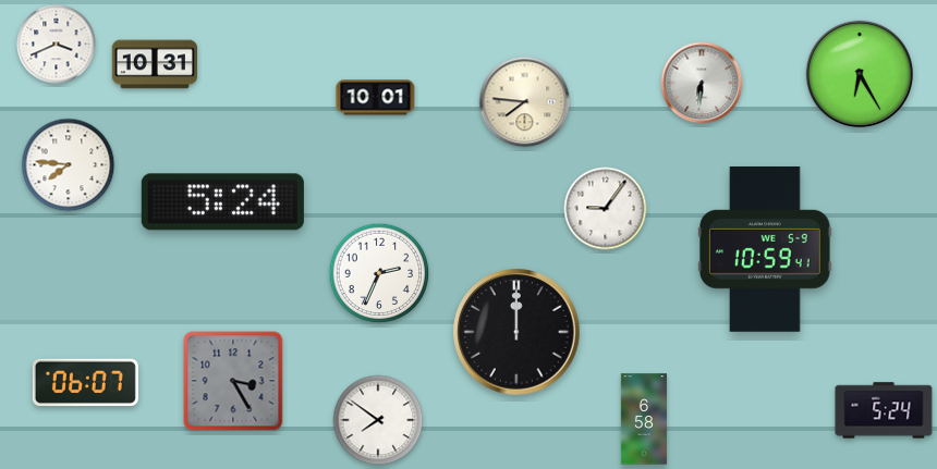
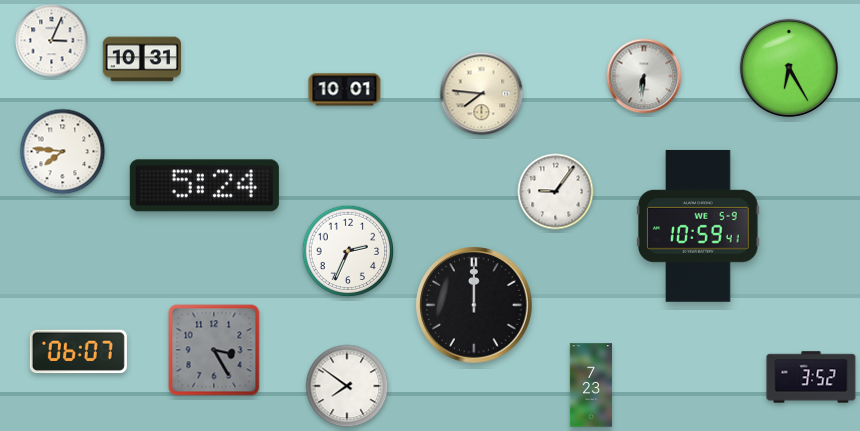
clock at (57, 45): 3:41 -> 3:04
clock at (766, 249) position: (766, 249) -> (699, 226)
clock at (884, 410): 5:24 -> 3:52
clock at (643, 419): 6:58 -> 7:23
